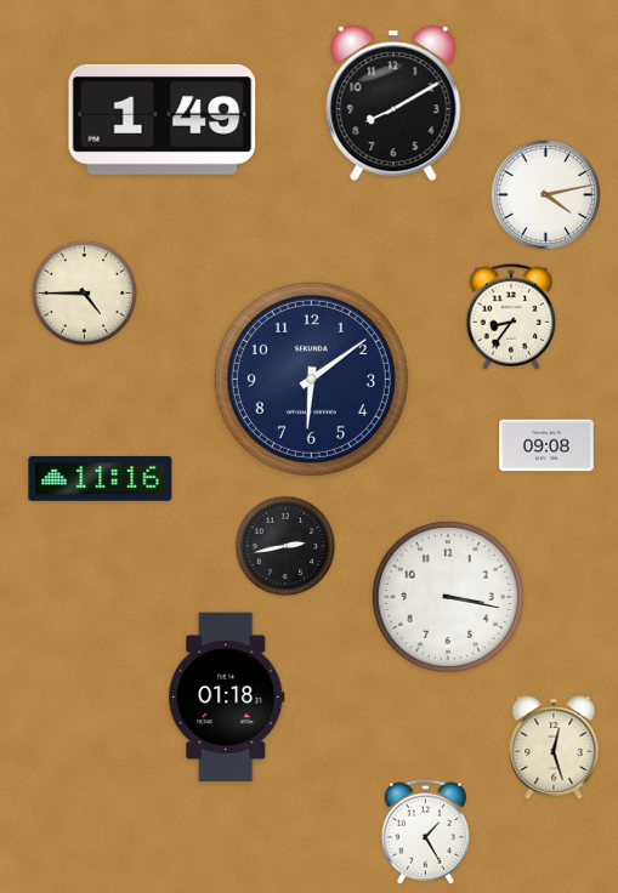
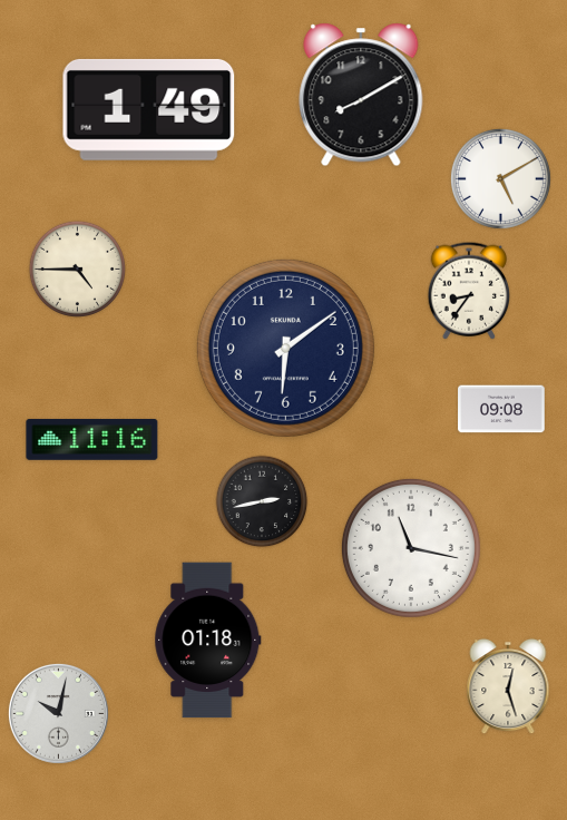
clock at (545, 194): 4:13 -> 5:10
clock at (448, 597): 3:17 -> 11:17
clock at (58, 713): none -> 10:02
clock at (425, 831): 1:25 -> none
